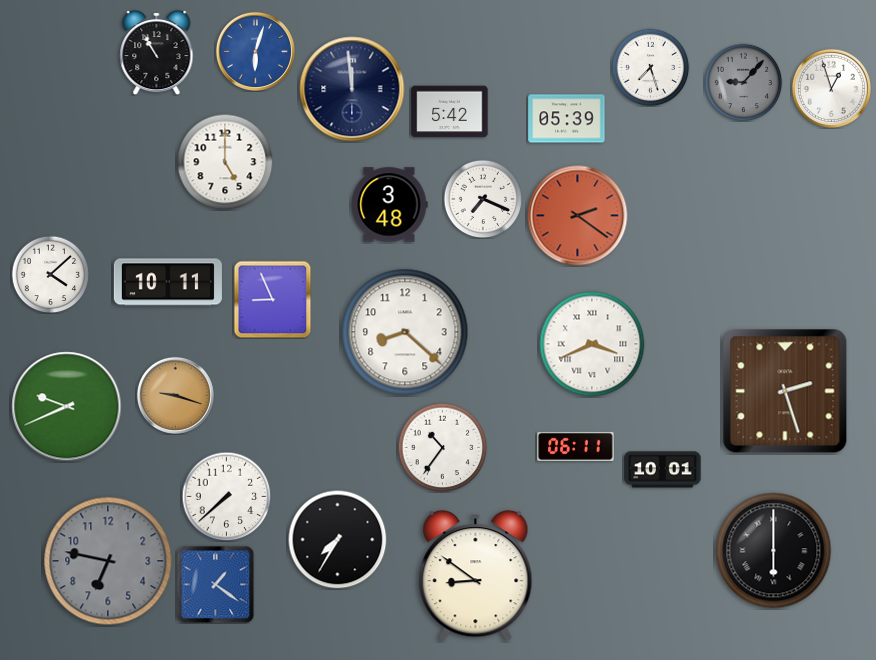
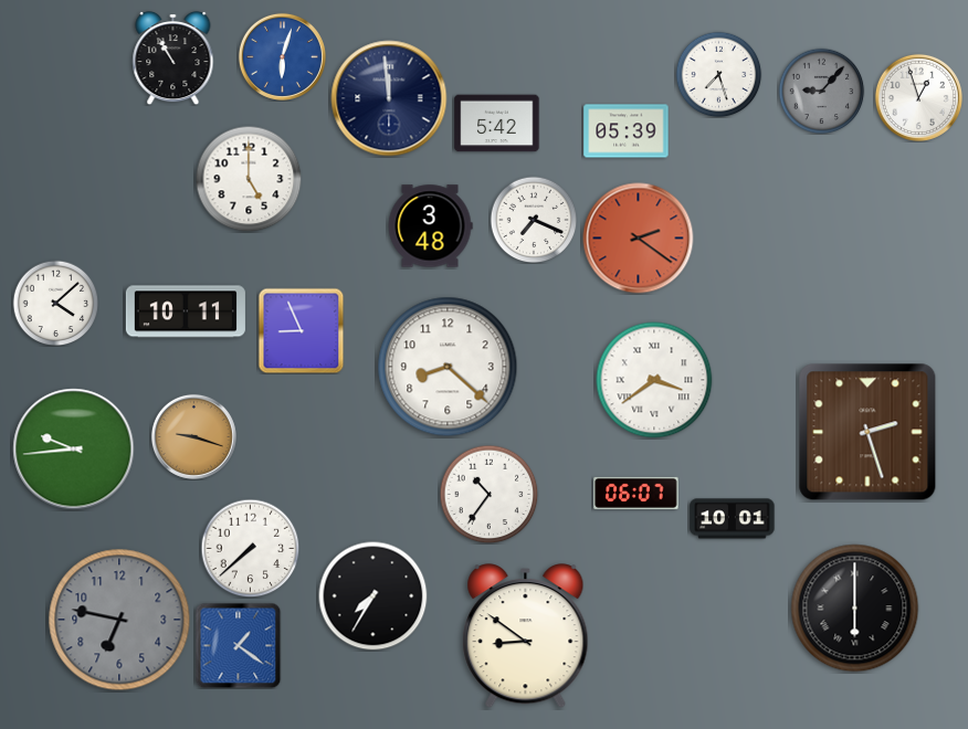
clock at (592, 344): 3:41 -> 3:39
clock at (67, 407): 9:41 -> 9:44
clock at (576, 446): 06:11 -> 06:07
